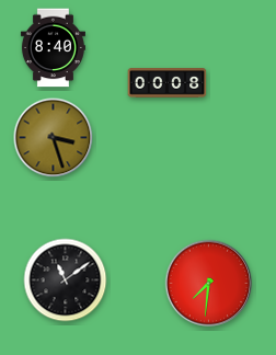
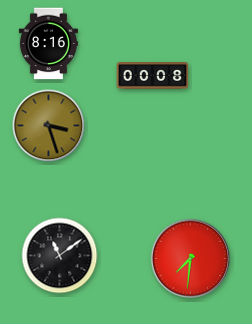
clock at (53, 48): 8:40 -> 8:16
